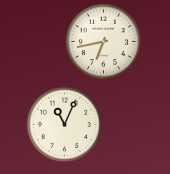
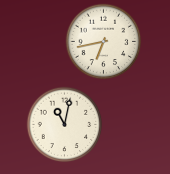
clock at (65, 125): 11:04 -> 11:02
